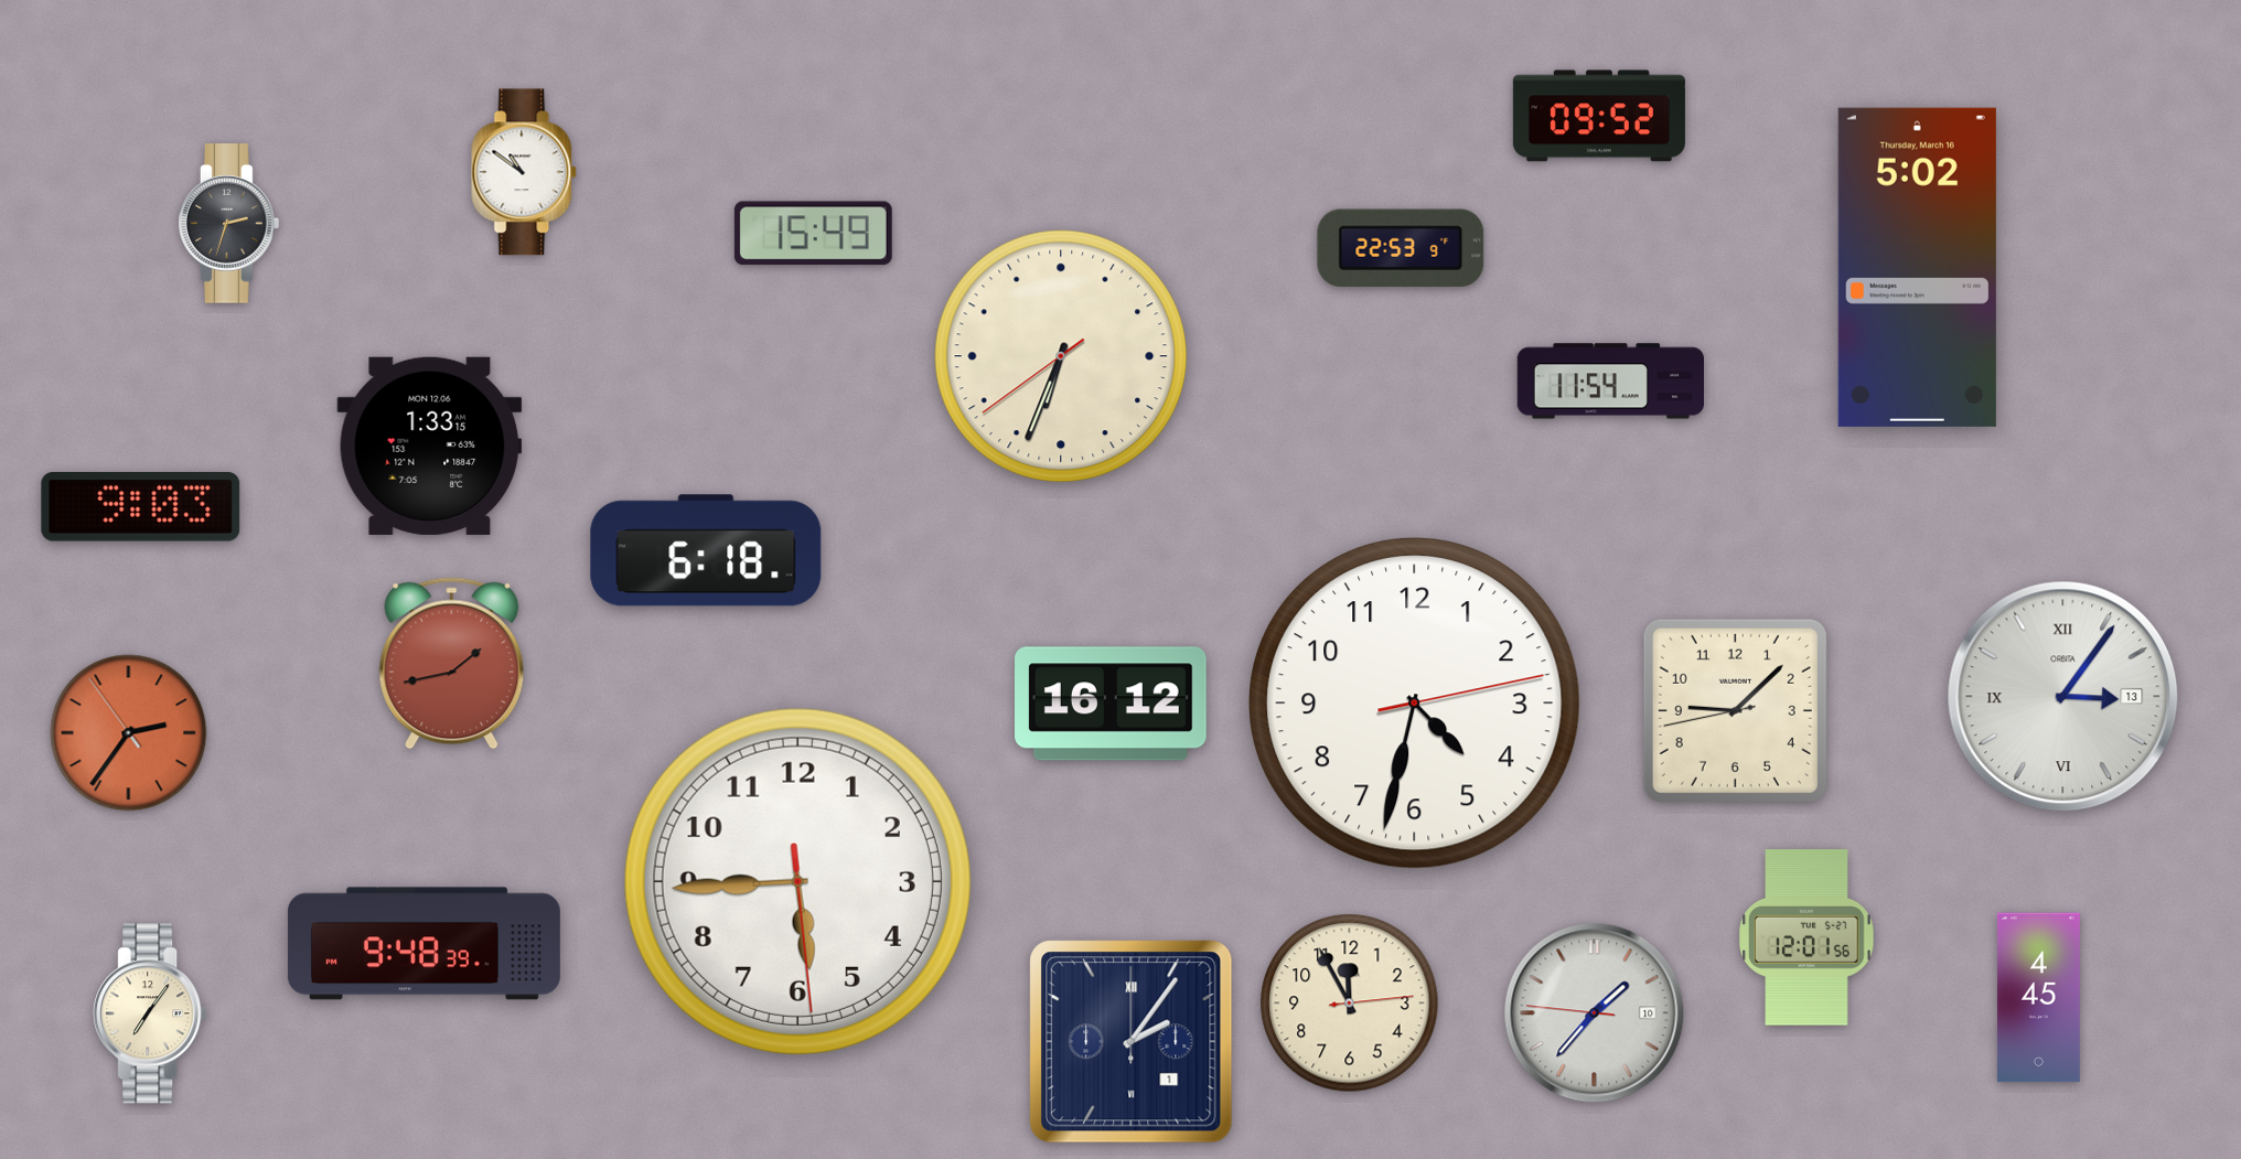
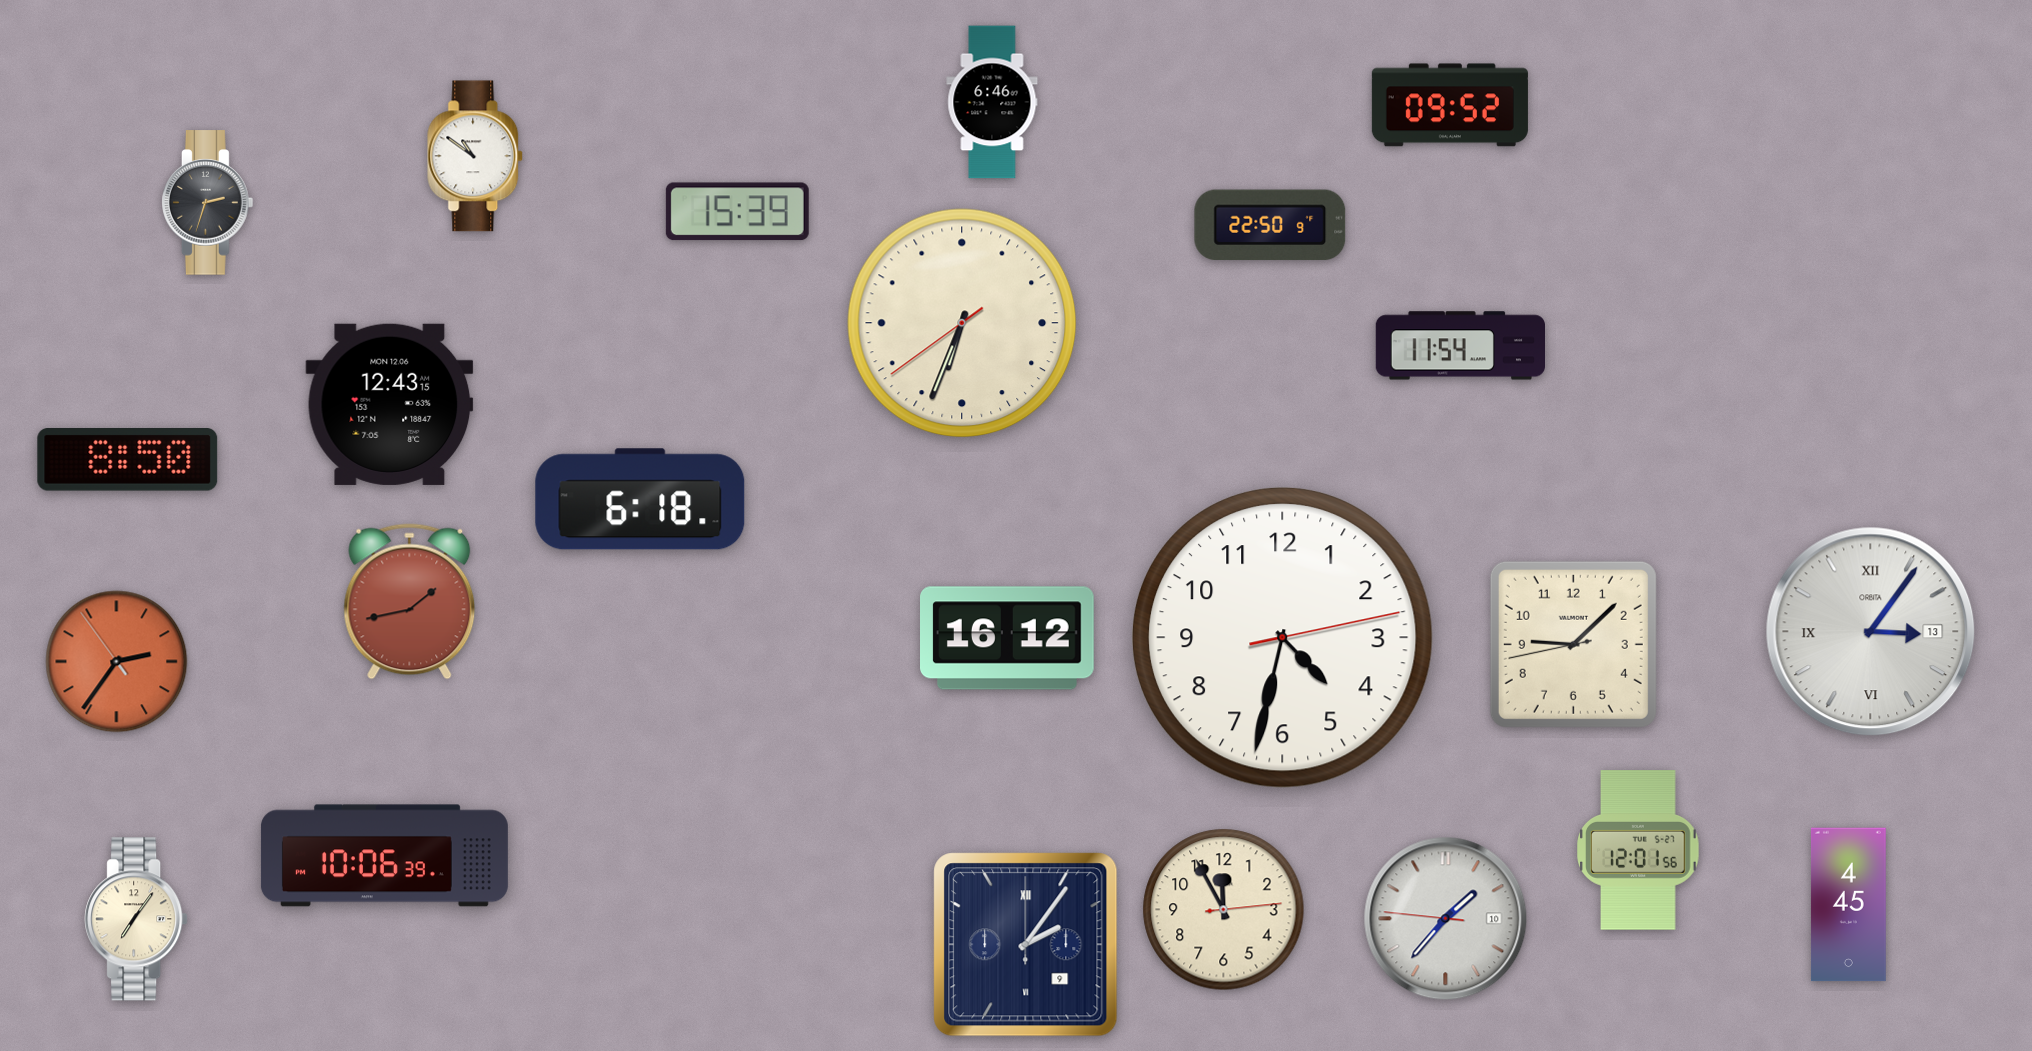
clock at (992, 102): none -> 6:46
clock at (813, 234): 15:49 -> 15:39
clock at (1401, 248): 22:53 -> 22:50
clock at (1917, 267): 5:02 -> none
clock at (430, 446): 1:33 -> 12:43
clock at (141, 507): 9:03 -> 8:50
clock at (129, 733) position: (129, 733) -> (117, 662)
clock at (797, 881): 5:44 -> none
clock at (423, 944): 9:48 -> 10:06
clock at (1132, 1042) date: 1 -> 9
